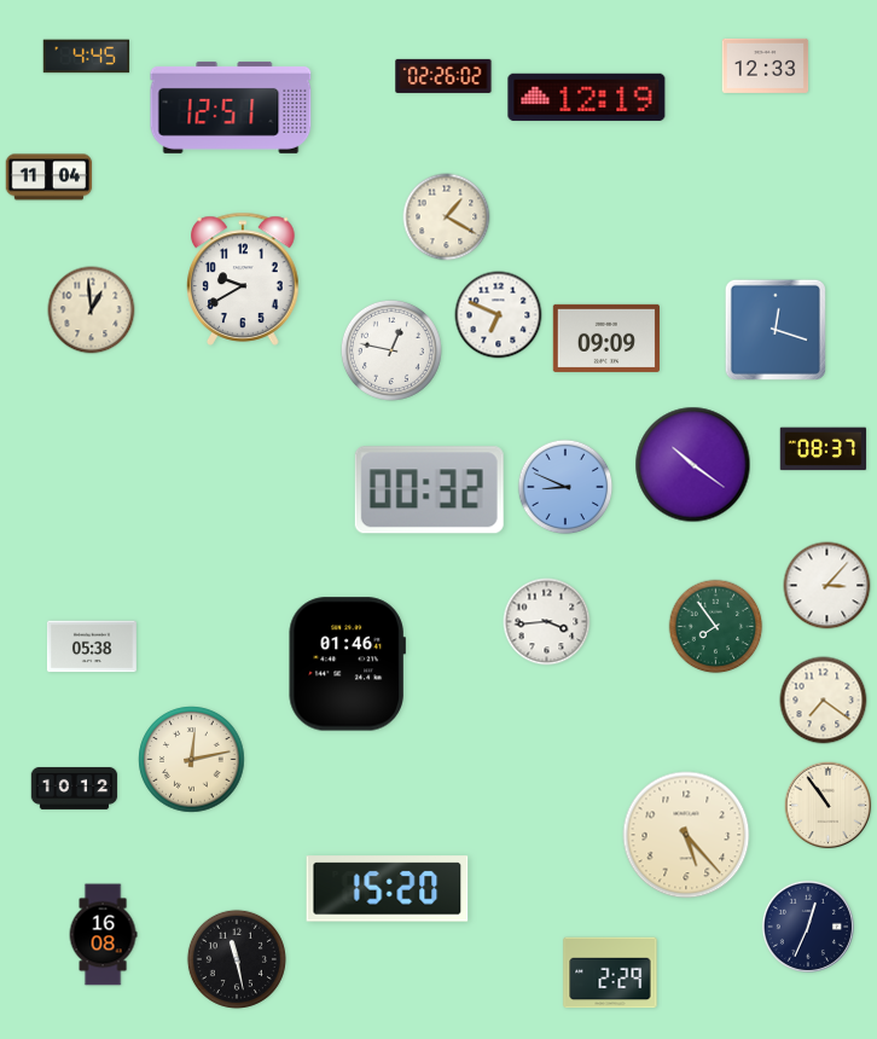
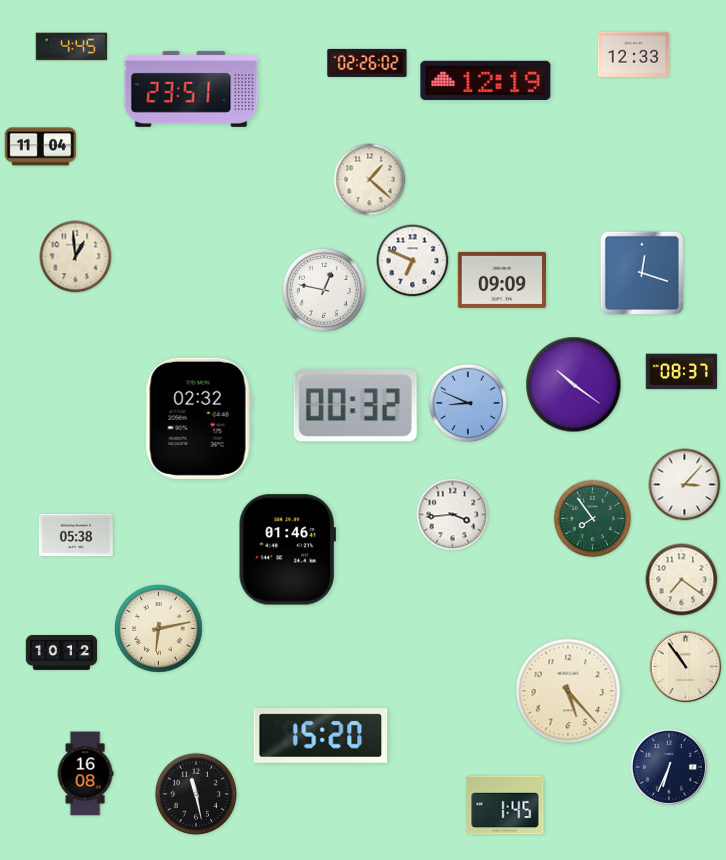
clock at (231, 108): 12:51 -> 23:51
clock at (447, 217): 1:20 -> 1:22
clock at (243, 279): 9:40 -> none
clock at (198, 418): none -> 02:32
clock at (192, 760): 12:13 -> 6:13
clock at (808, 927): 12:34 -> 6:34
clock at (610, 973): 2:29 -> 1:45
